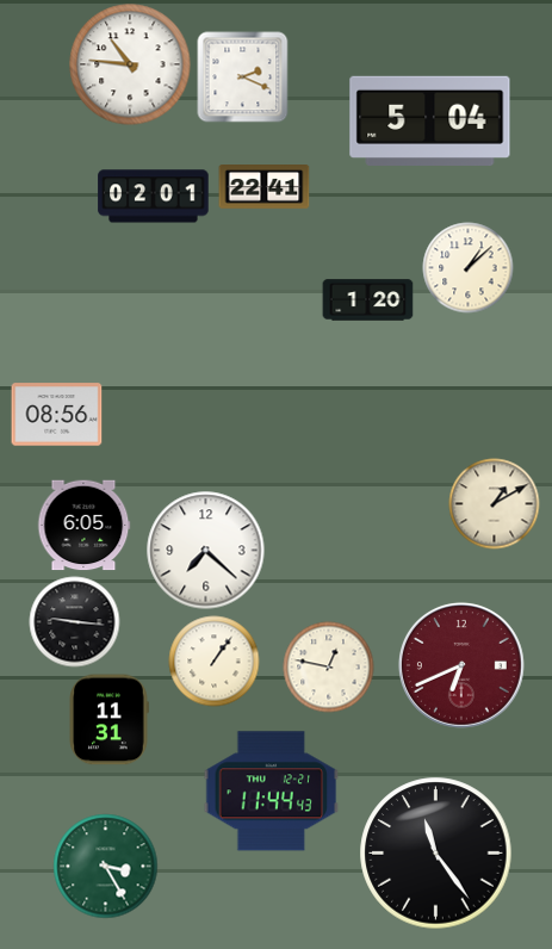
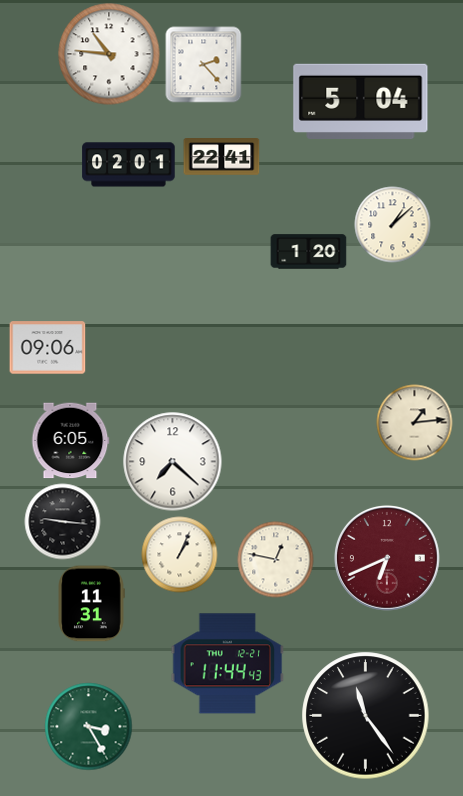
clock at (243, 77): 2:19 -> 2:23
clock at (57, 415): 08:56 -> 09:06
clock at (495, 504): 1:10 -> 1:14
clock at (215, 662): 1:06 -> 1:04
